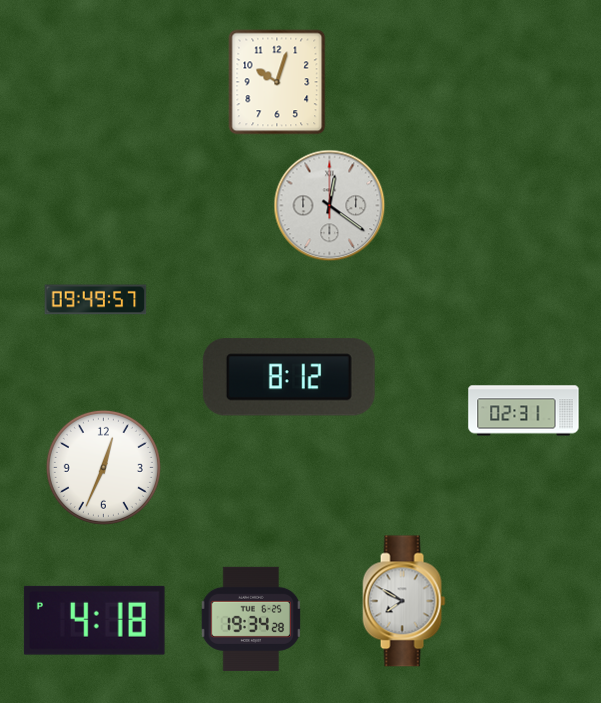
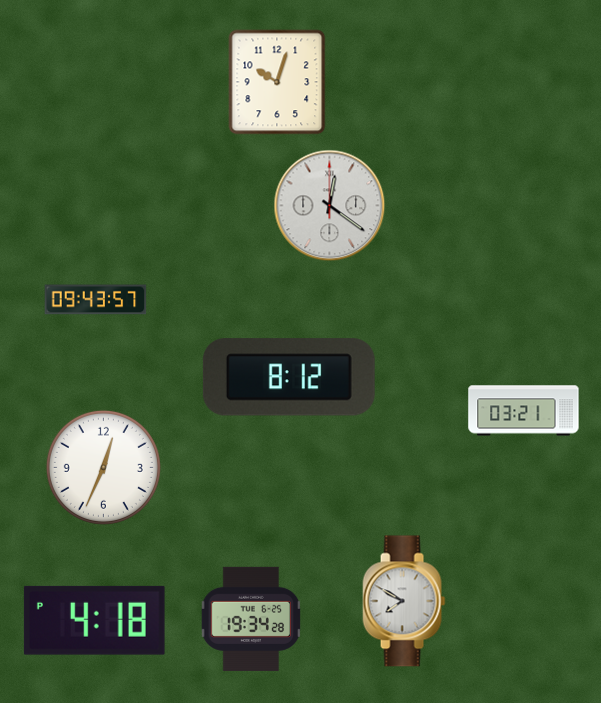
clock at (96, 300): 09:49 -> 09:43
clock at (524, 411): 02:31 -> 03:21
